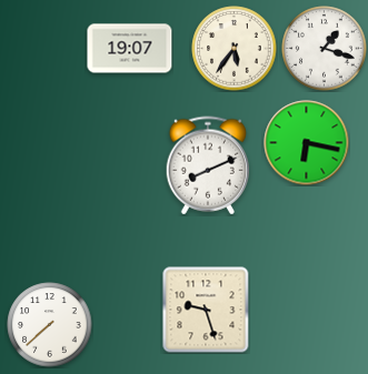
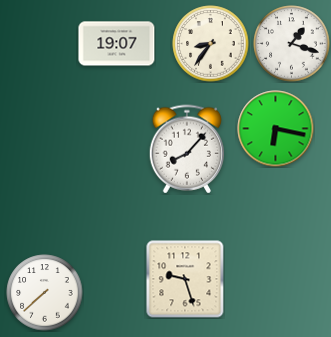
clock at (235, 49): 5:36 -> 8:36
clock at (208, 165): 8:11 -> 8:07
